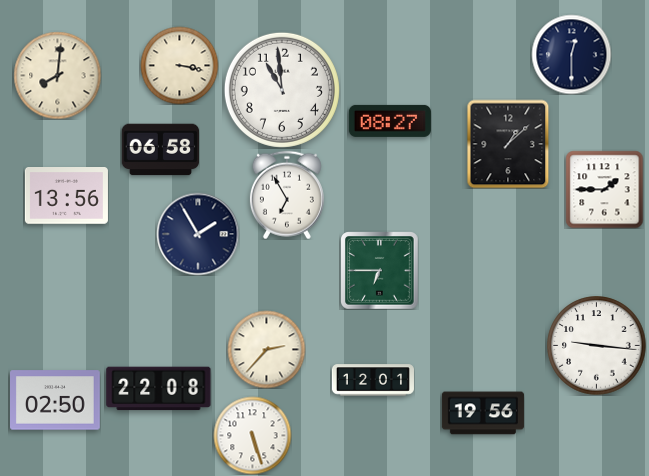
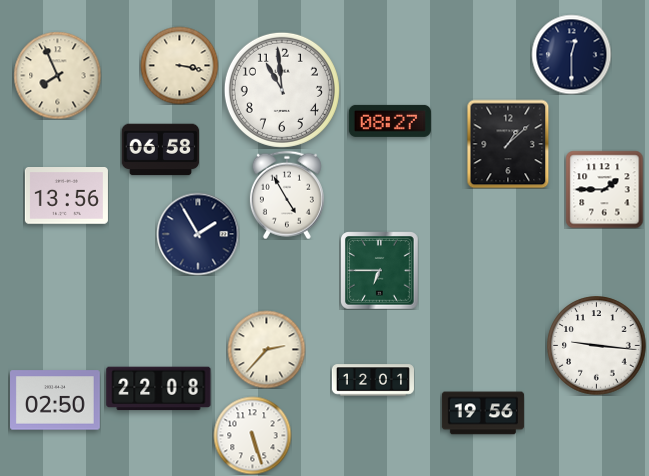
clock at (57, 75): 8:01 -> 7:56
clock at (287, 195): 6:55 -> 4:55
